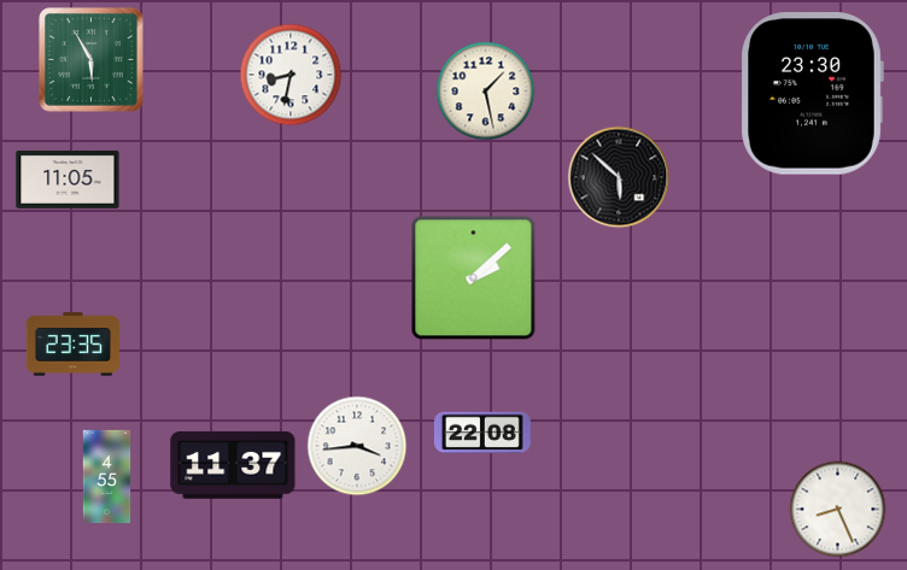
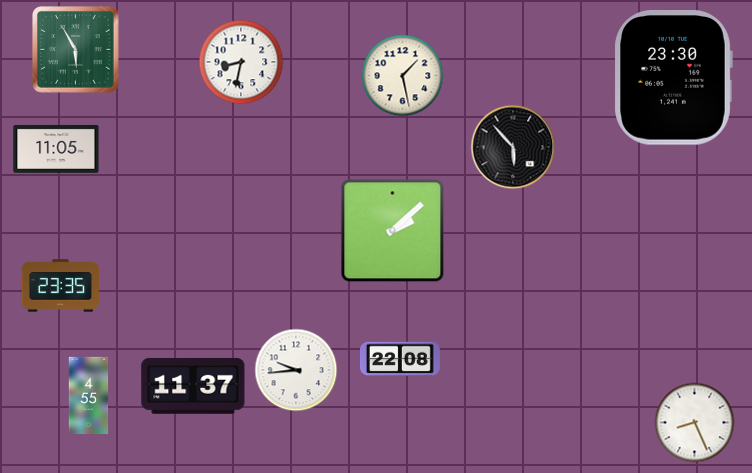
clock at (619, 177): 5:52 -> 5:53
clock at (357, 446): 3:44 -> 9:44
